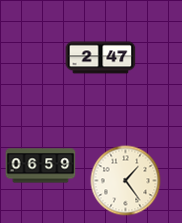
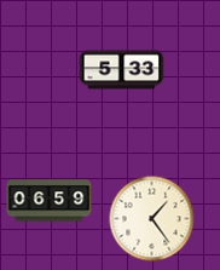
clock at (101, 58): 2:47 -> 5:33
